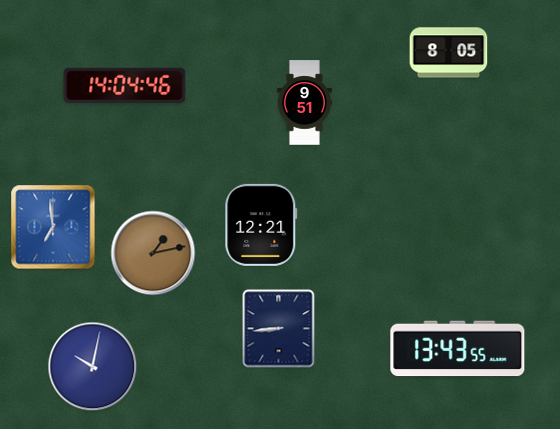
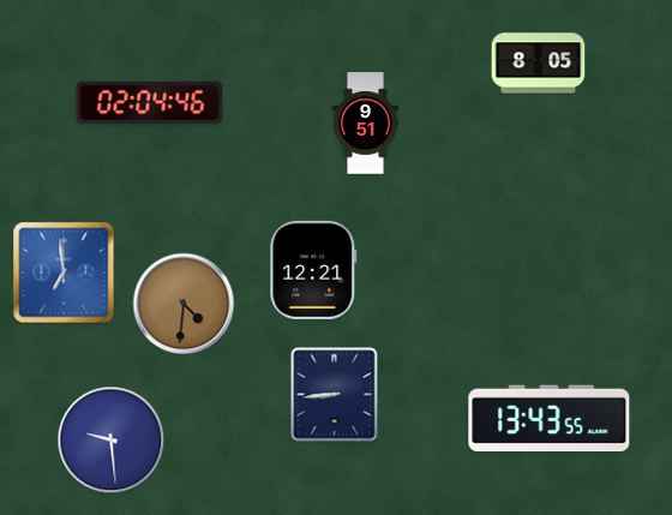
clock at (125, 86): 14:04 -> 02:04
clock at (153, 253): 1:13 -> 4:31
clock at (93, 367): 10:02 -> 9:29
